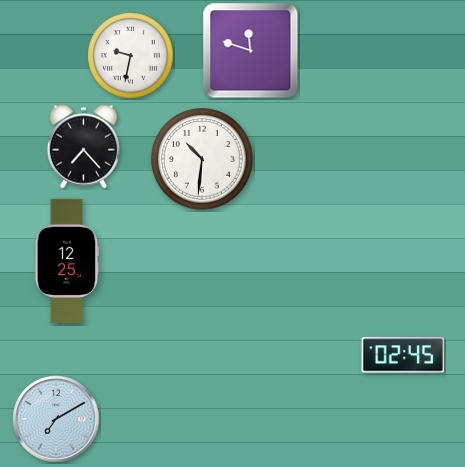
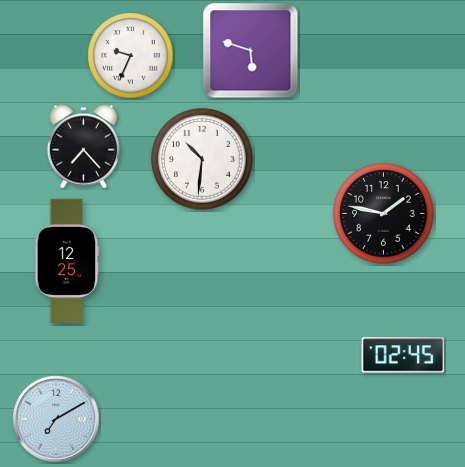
clock at (251, 51): 11:48 -> 5:48
clock at (131, 56): 9:32 -> 9:34
clock at (384, 214): none -> 1:47
